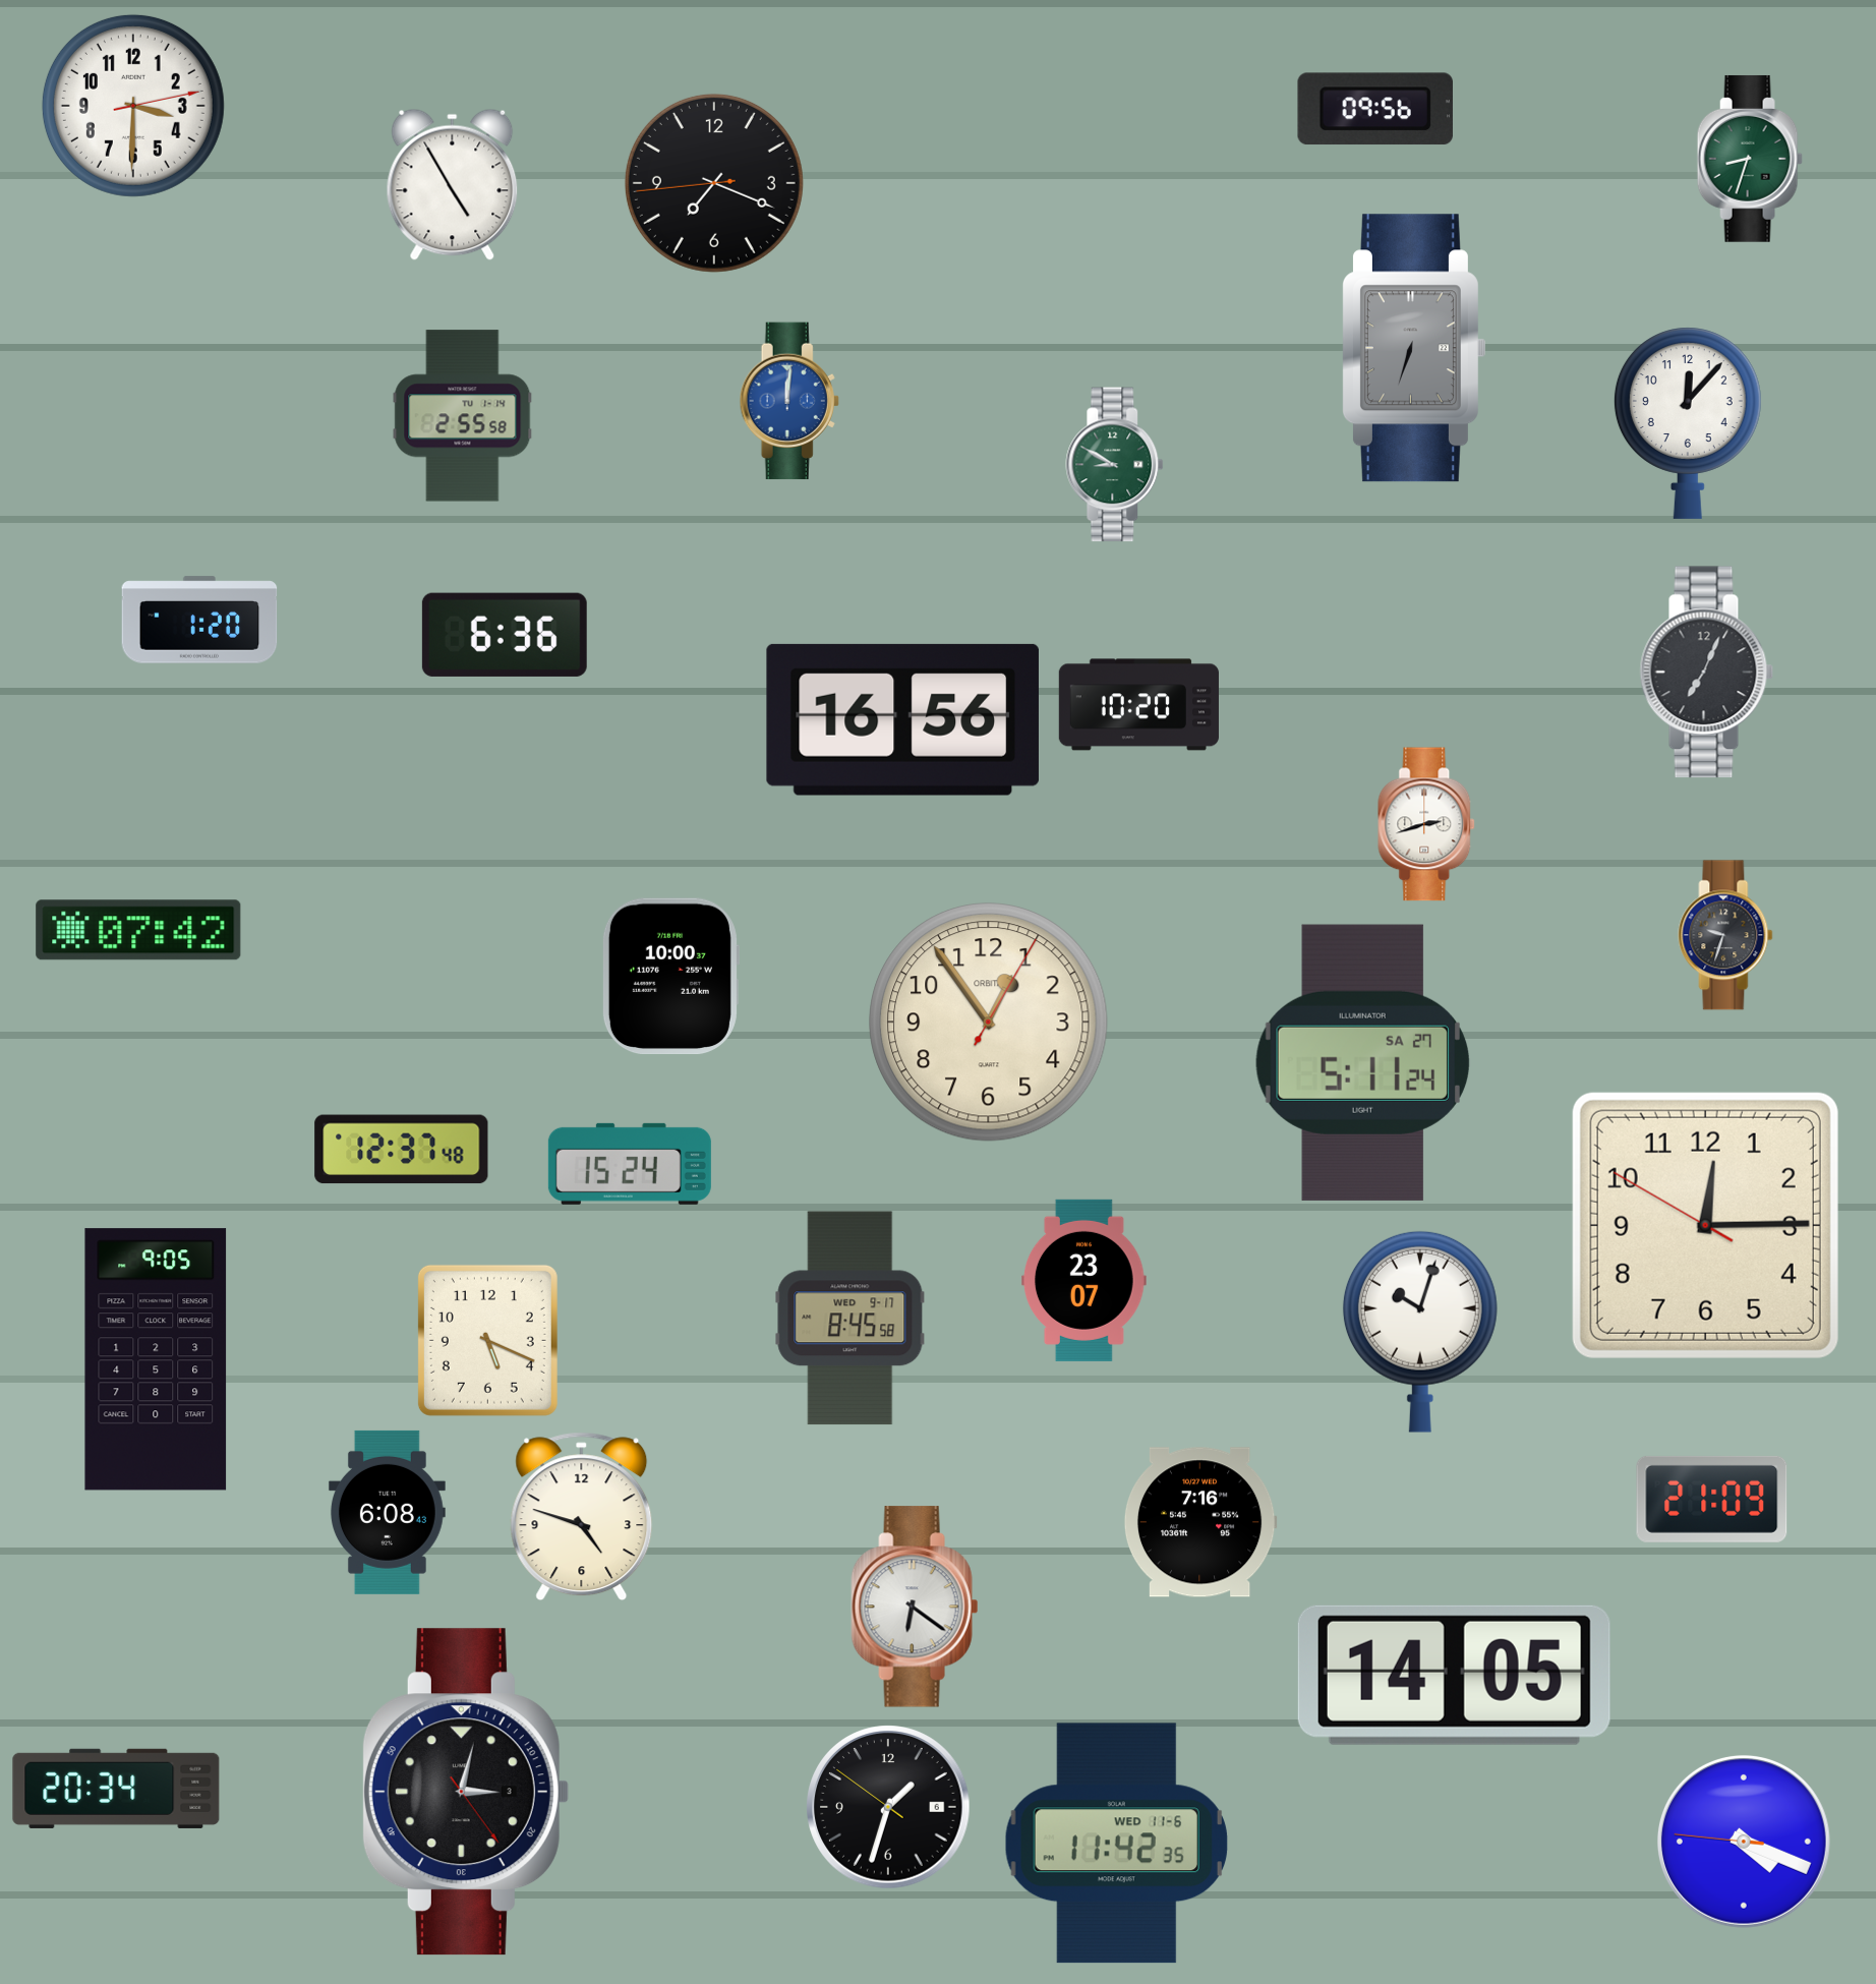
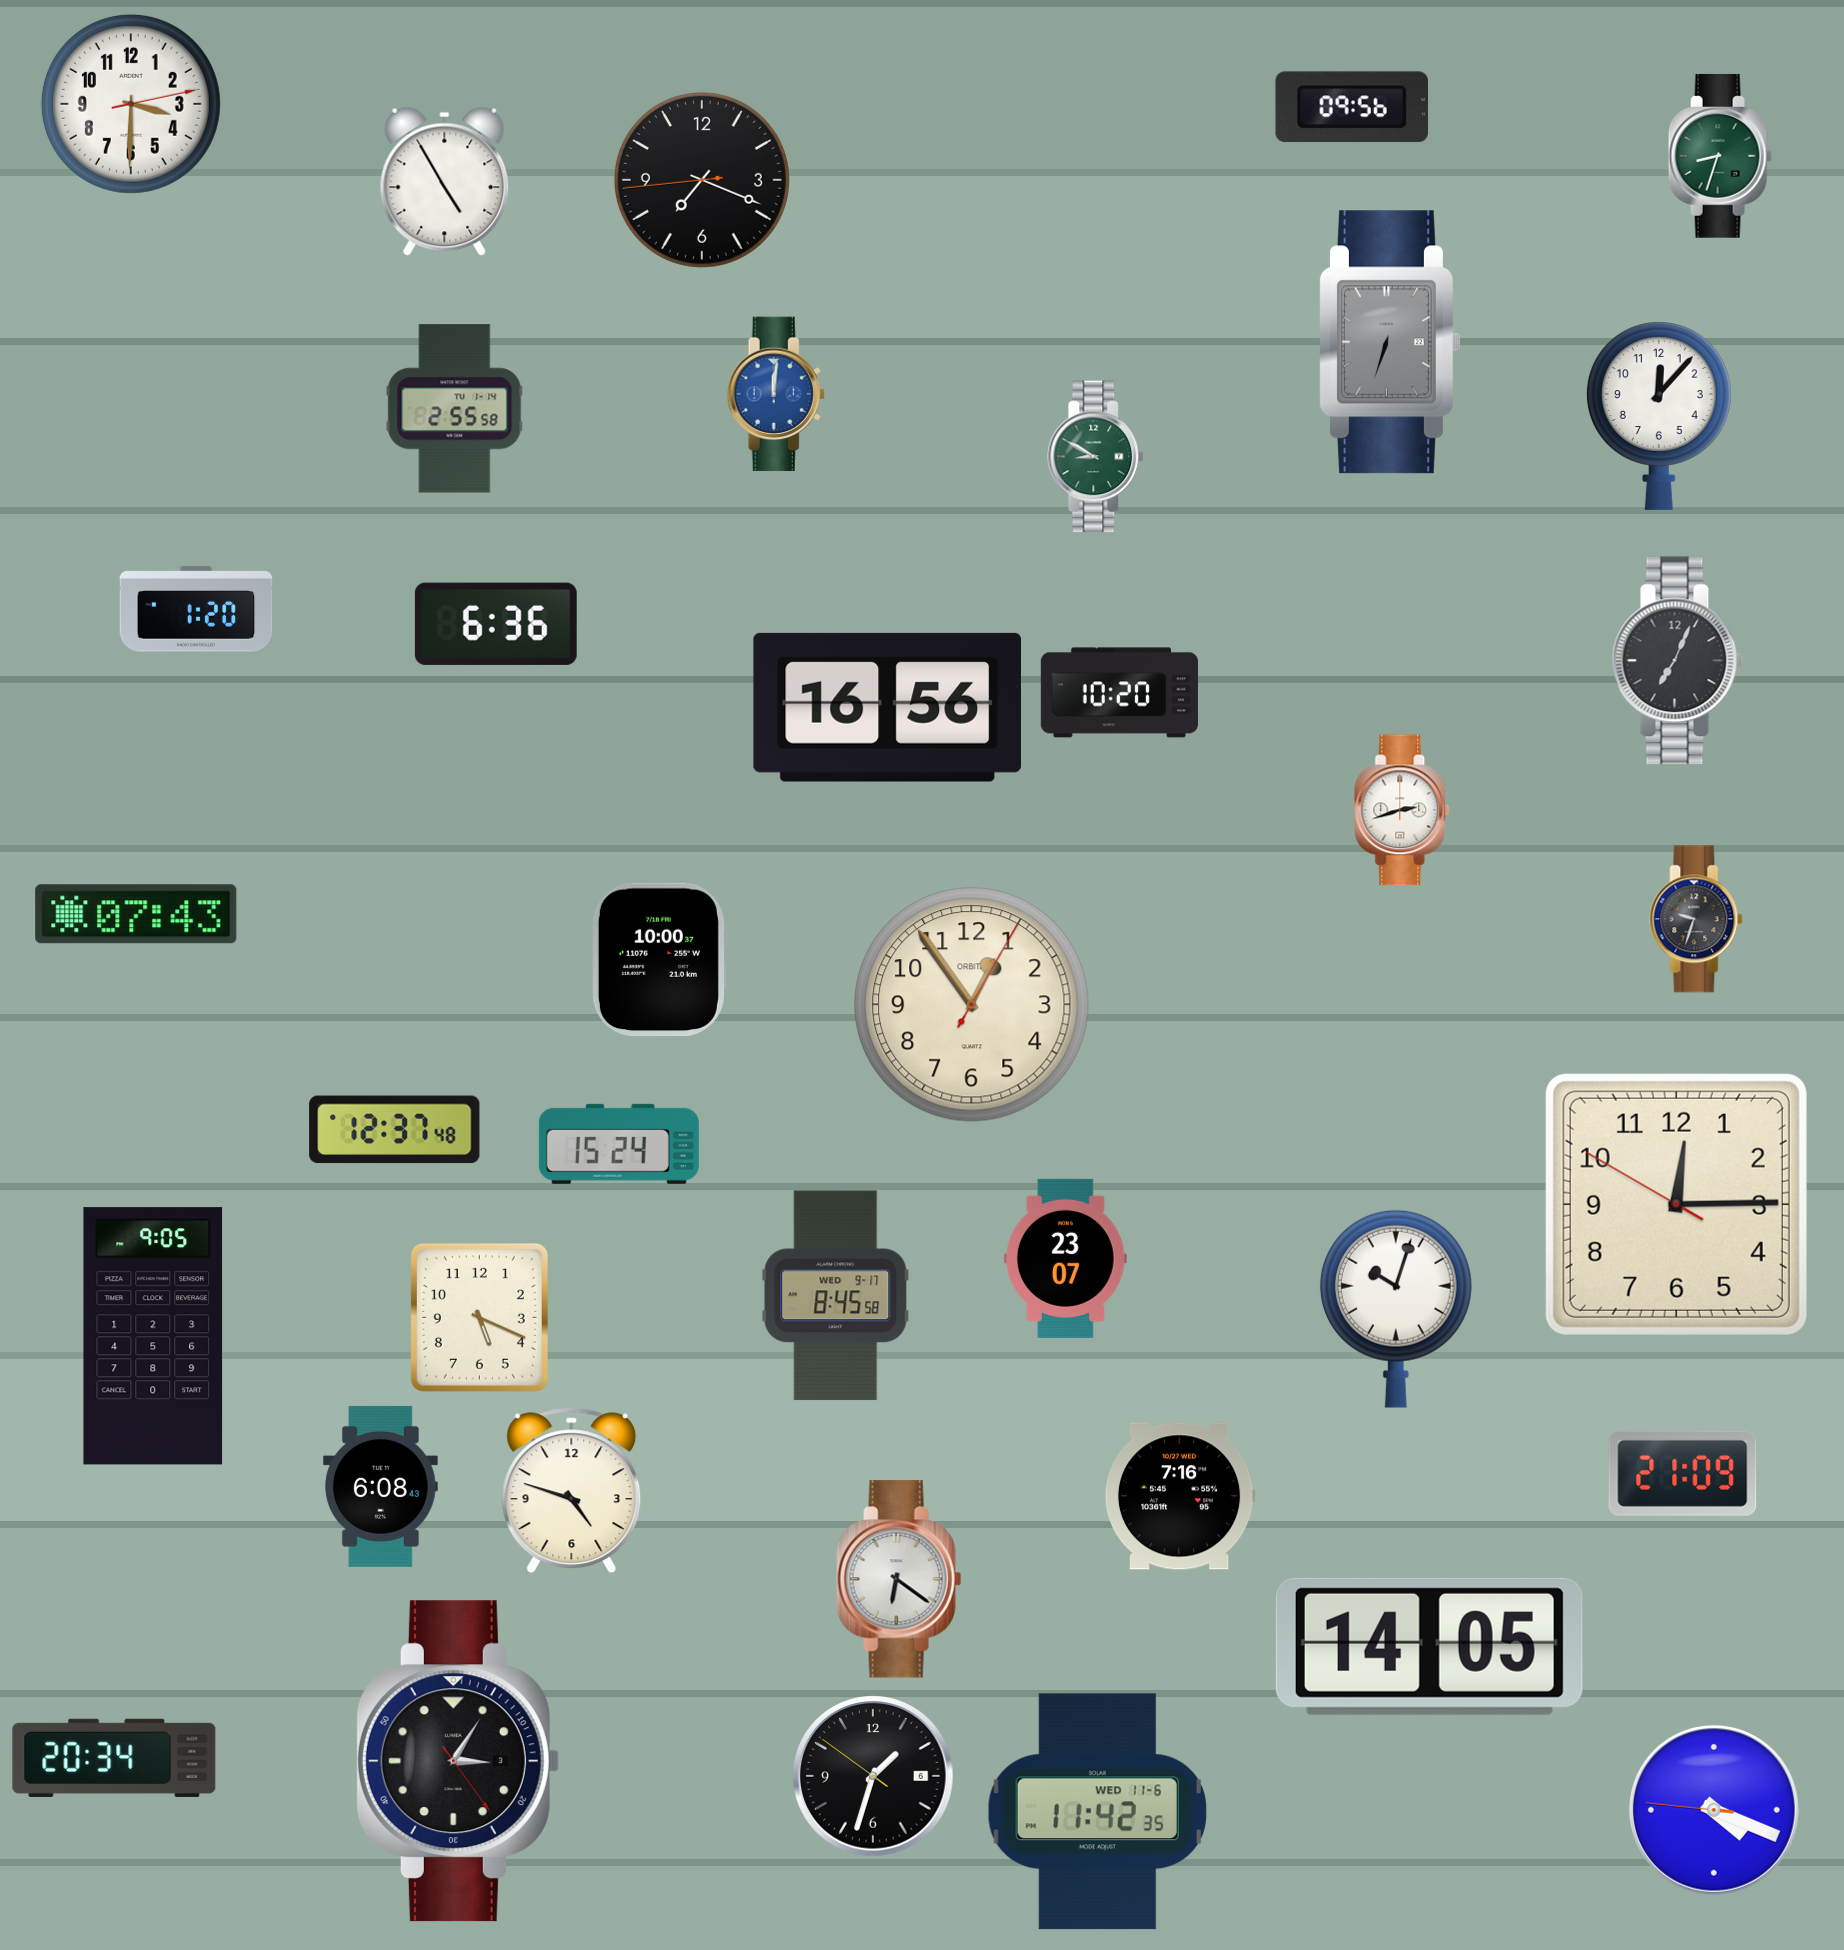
clock at (138, 930): 07:42 -> 07:43
clock at (1362, 1062): 5:11 -> none
clock at (465, 1792): 3:02 -> 3:05
